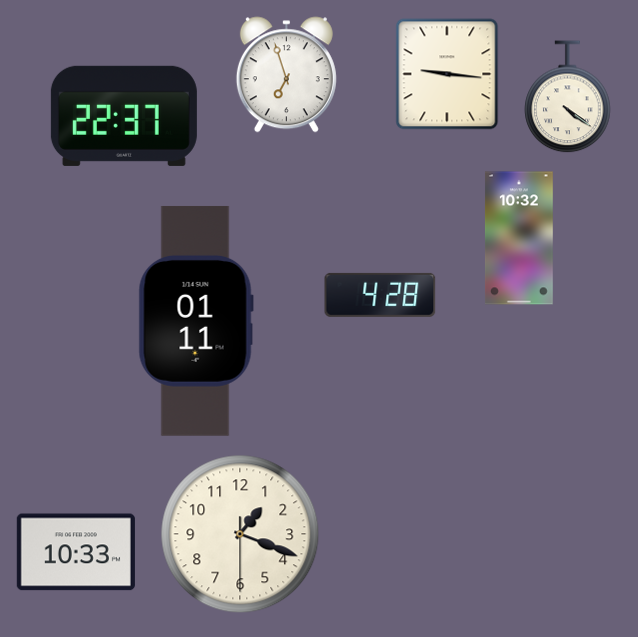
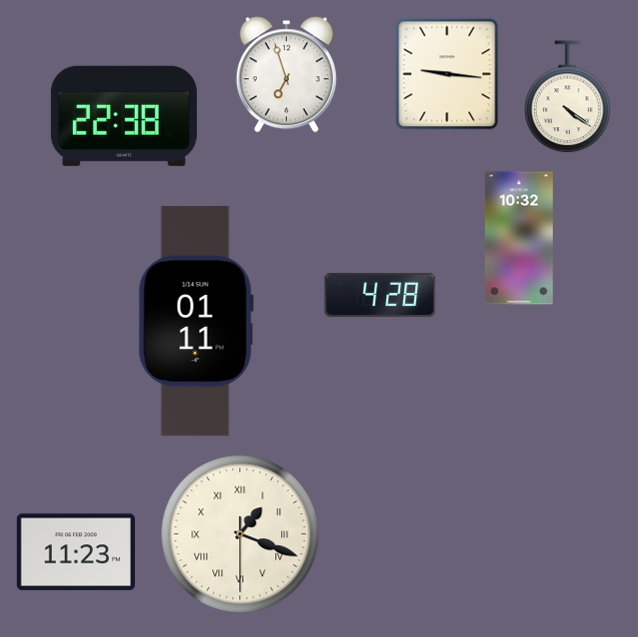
clock at (124, 116): 22:37 -> 22:38
clock at (240, 534) numerals: Arabic -> Roman
clock at (76, 552): 10:33 -> 11:23
